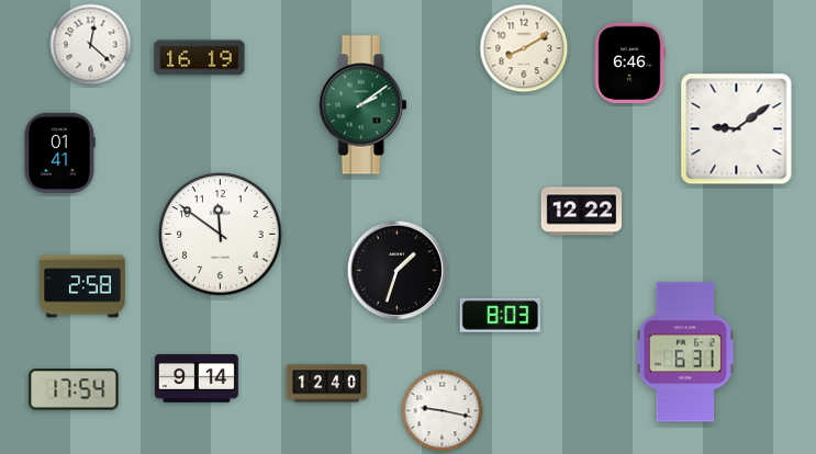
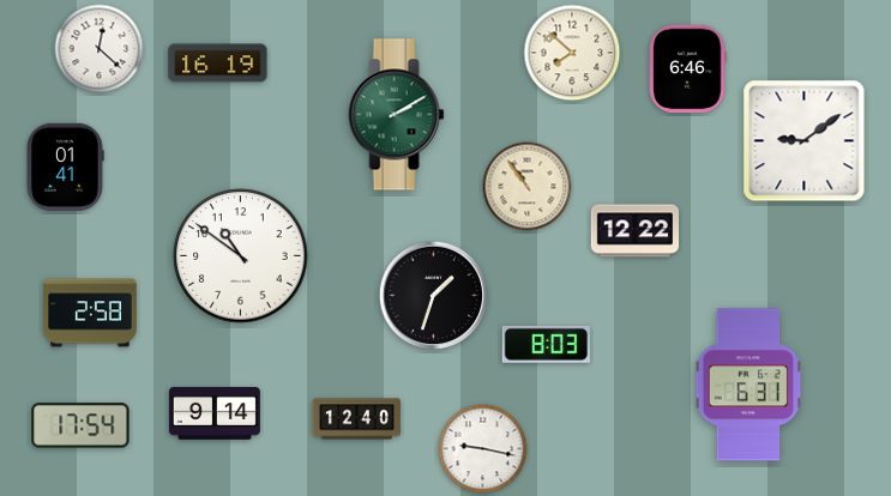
clock at (524, 48): 8:10 -> 7:52
clock at (364, 105): 2:09 -> 2:10
clock at (528, 187): none -> 10:54
clock at (221, 235): 11:51 -> 10:51
